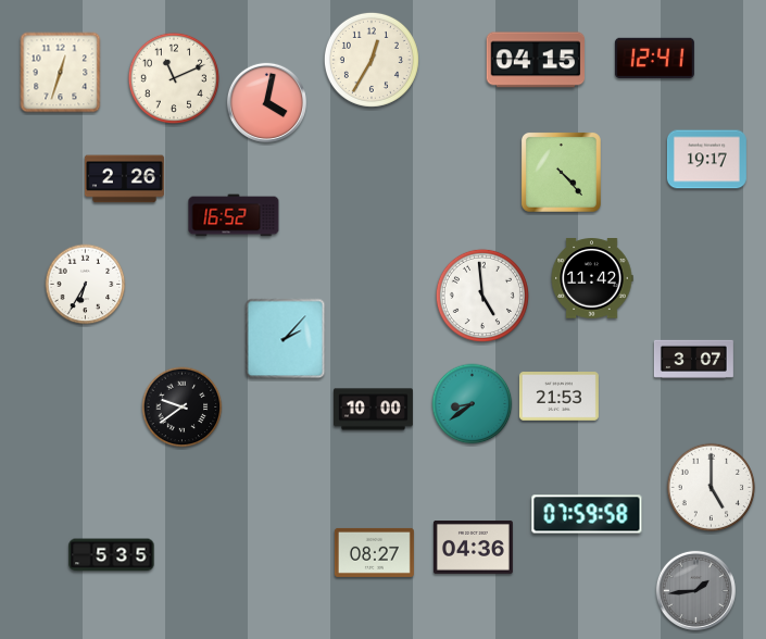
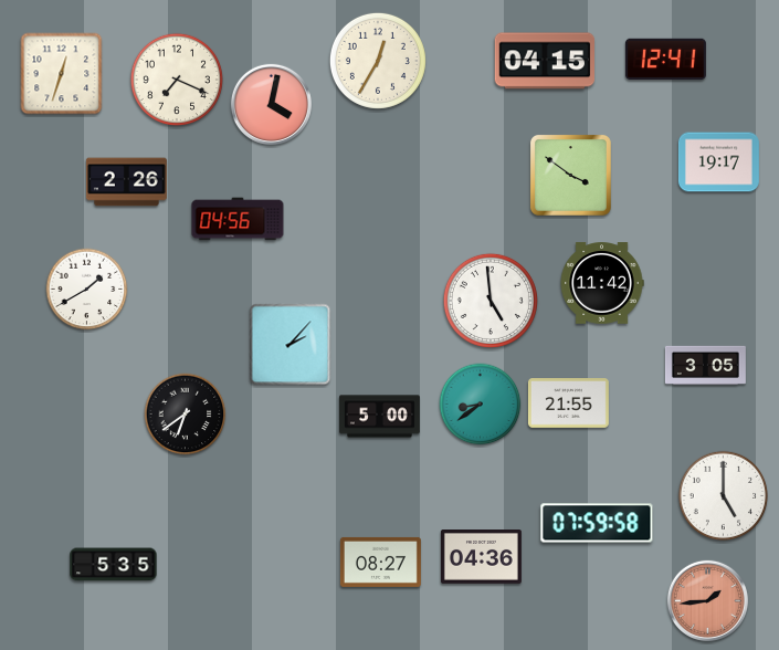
clock at (174, 78): 11:11 -> 7:19
clock at (562, 173): 4:23 -> 3:51
clock at (234, 215): 16:52 -> 04:56
clock at (86, 285): 6:35 -> 1:40
clock at (693, 359): 3:07 -> 3:05
clock at (558, 397): 21:53 -> 21:55
clock at (473, 404) position: (473, 404) -> (481, 405)
clock at (183, 408): 9:39 -> 6:39
clock at (373, 410): 10:00 -> 5:00
clock at (695, 590) dial: grey -> salmon
